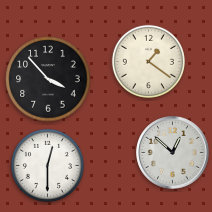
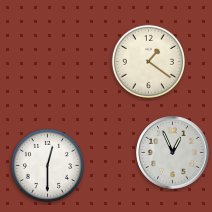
clock at (48, 79): 3:53 -> none
clock at (173, 153): 12:52 -> 12:56
